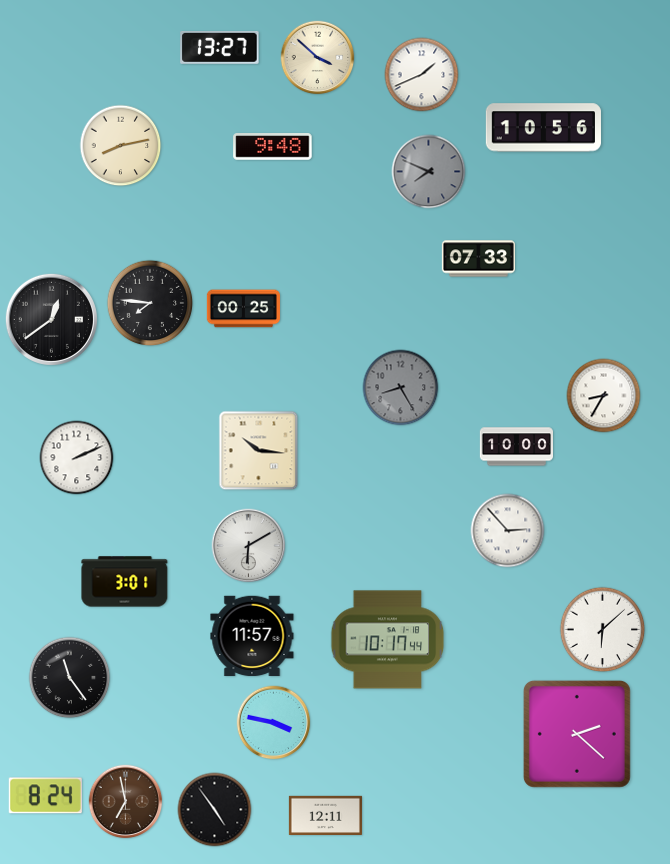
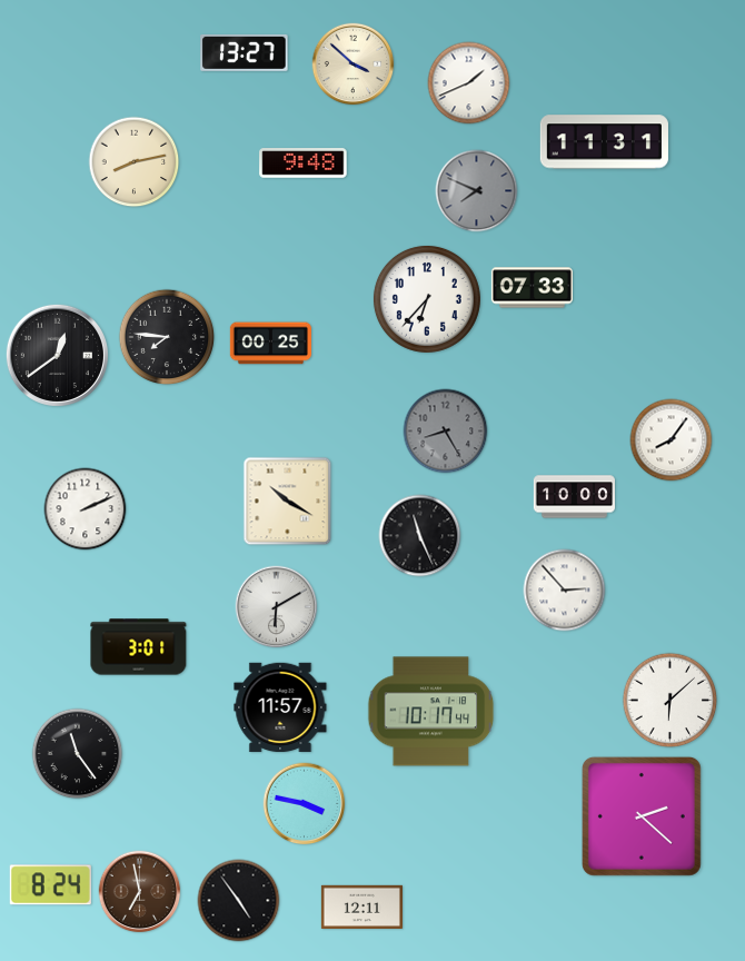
clock at (543, 128): 10:56 -> 11:31
clock at (427, 299): none -> 6:37
clock at (604, 396): 8:35 -> 8:06
clock at (259, 451): 10:16 -> 10:20
clock at (420, 536): none -> 11:26
